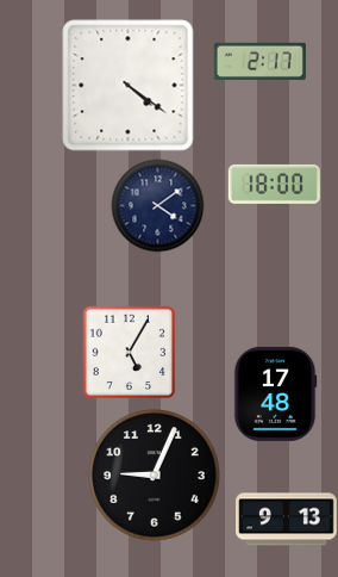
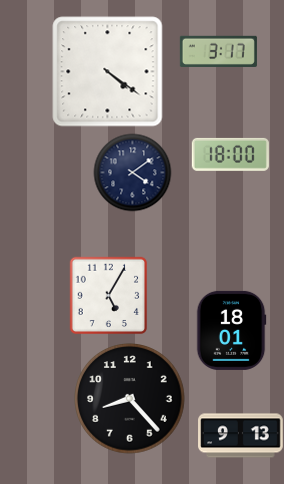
clock at (259, 61): 2:17 -> 3:17
clock at (275, 393): 17:48 -> 18:01
clock at (155, 476): 9:04 -> 8:23
